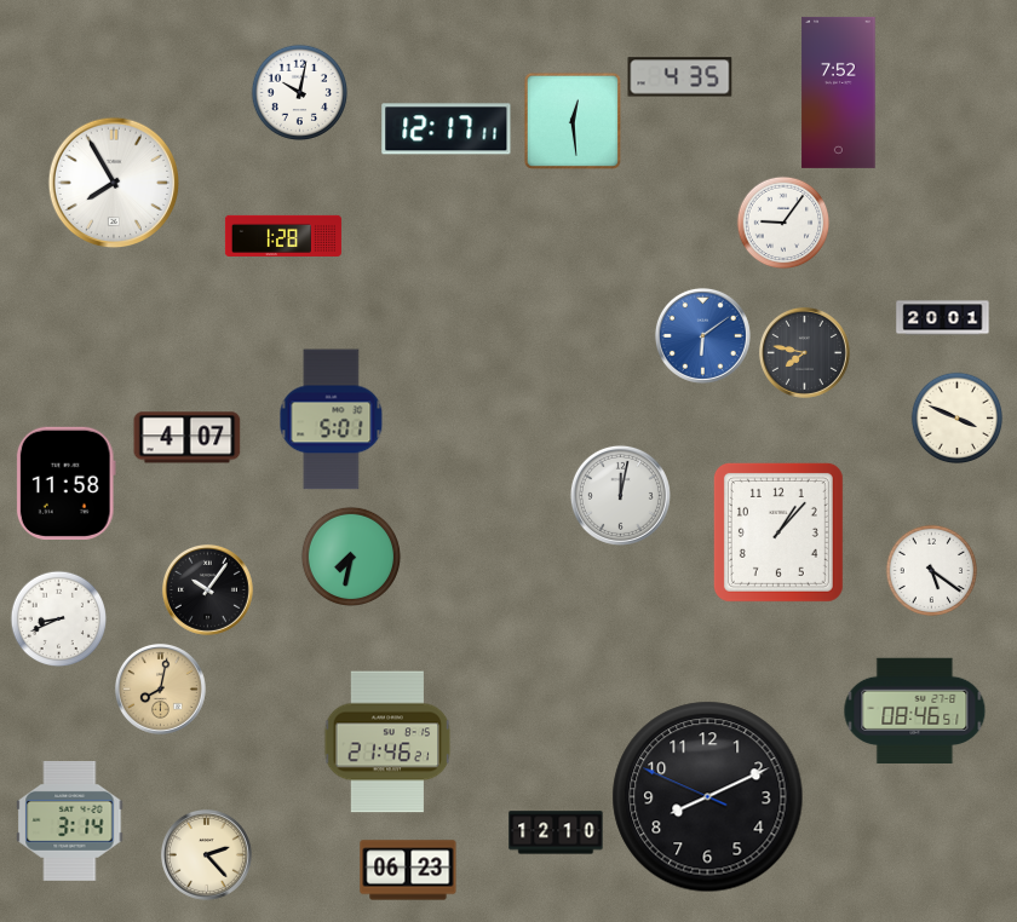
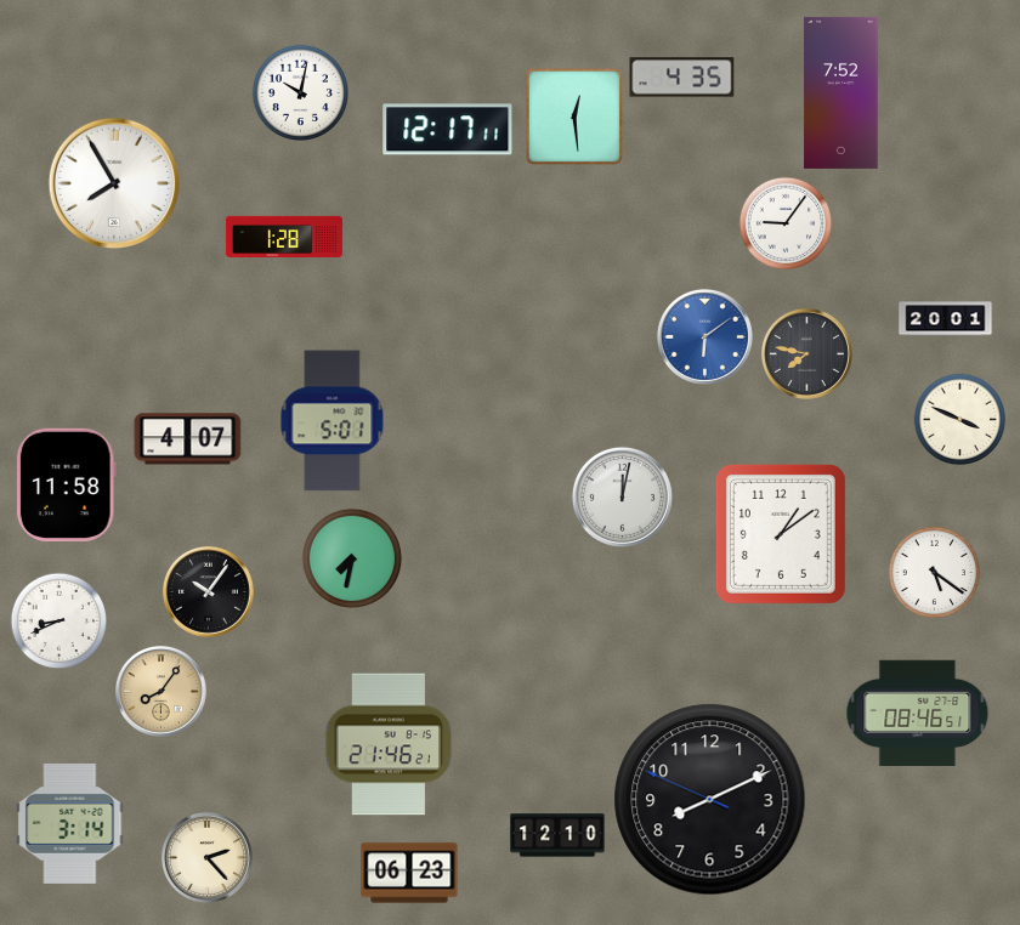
clock at (571, 121) position: (571, 121) -> (573, 117)
clock at (778, 532): 1:07 -> 1:09
clock at (160, 688): 8:02 -> 8:06
